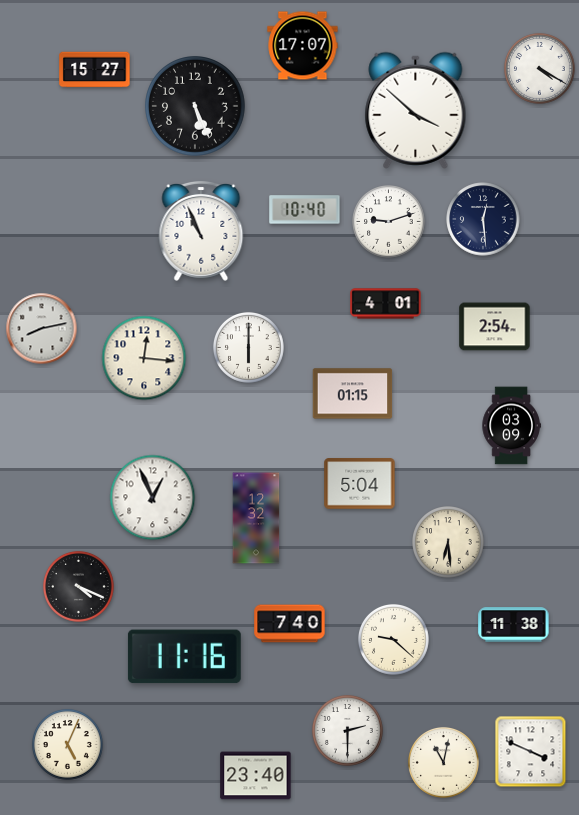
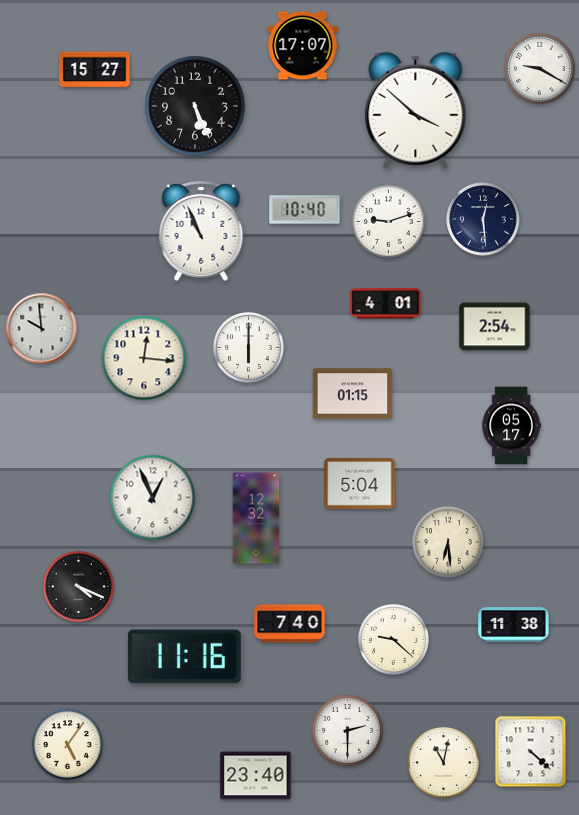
clock at (540, 69): 4:20 -> 9:20
clock at (42, 329): 8:13 -> 9:59
clock at (511, 426): 03:09 -> 05:17
clock at (68, 745): 5:04 -> 5:06
clock at (531, 752): 3:49 -> 4:22
